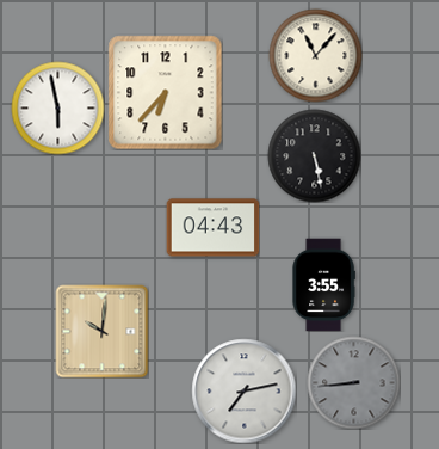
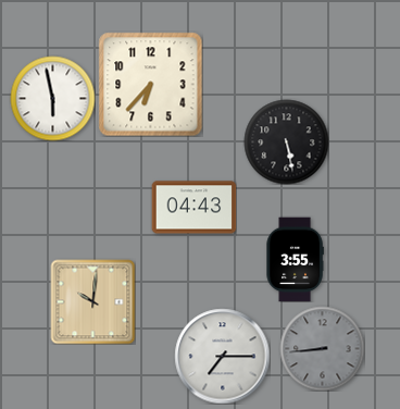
clock at (315, 55): 11:07 -> none
clock at (243, 390): 7:13 -> 7:15
